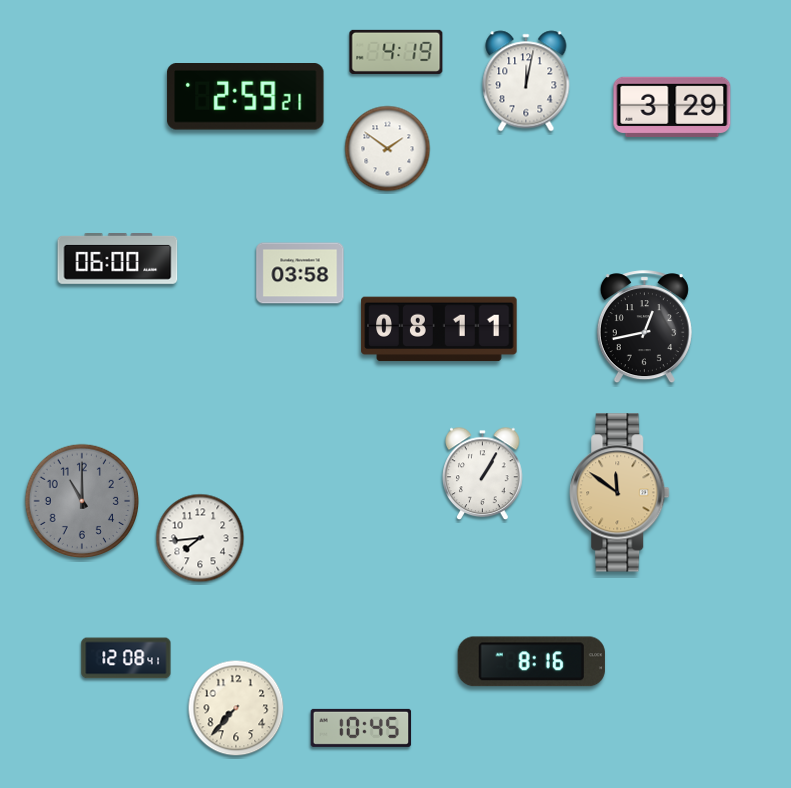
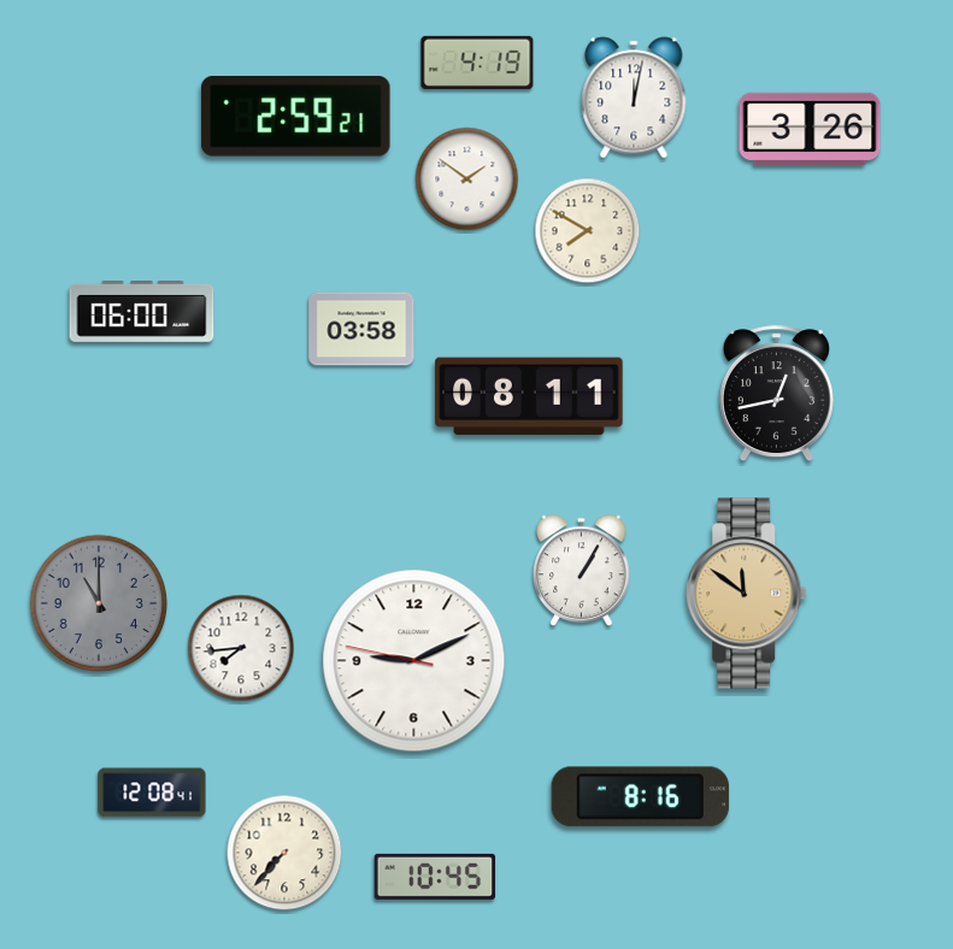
clock at (672, 107): 3:29 -> 3:26
clock at (588, 231): none -> 7:50
clock at (414, 661): none -> 9:10
